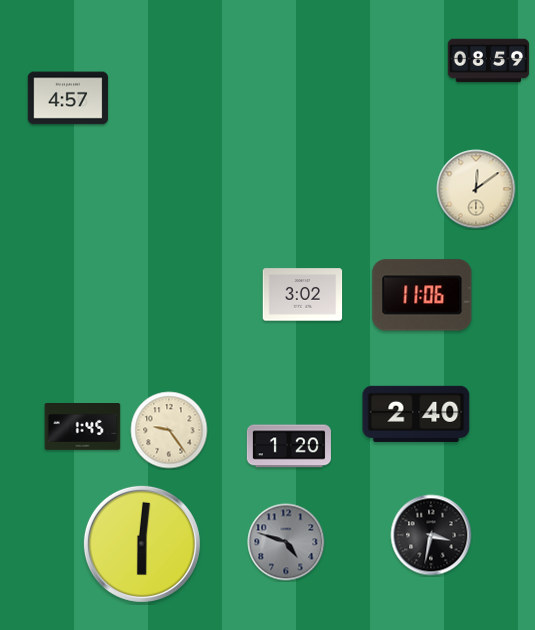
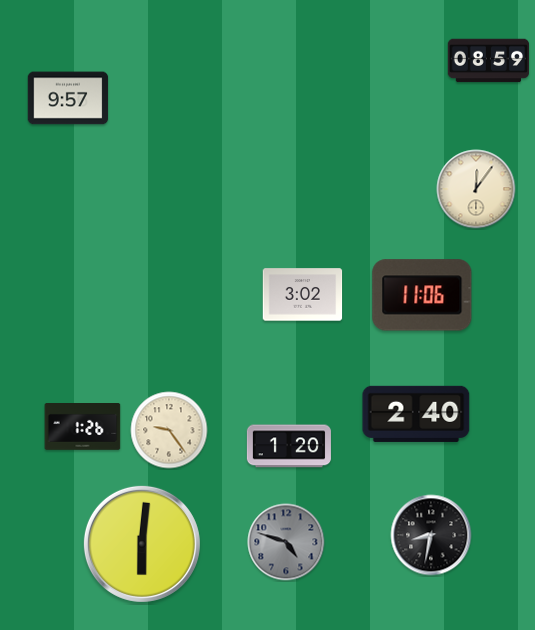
clock at (68, 98): 4:57 -> 9:57
clock at (476, 189): 12:09 -> 12:06
clock at (83, 427): 1:45 -> 1:26
clock at (431, 535): 3:32 -> 8:32
